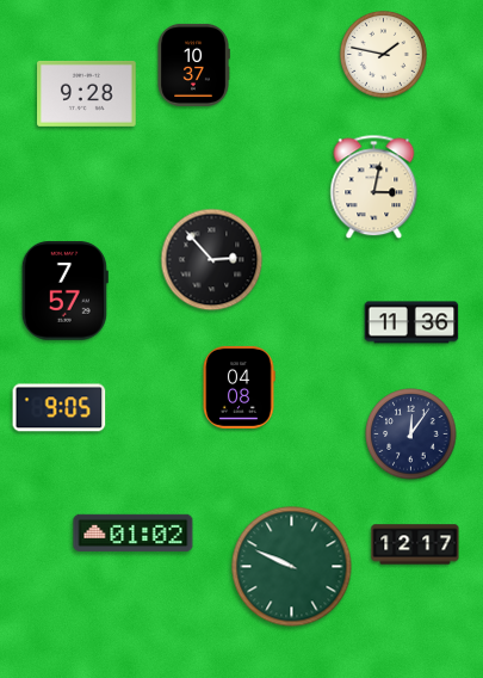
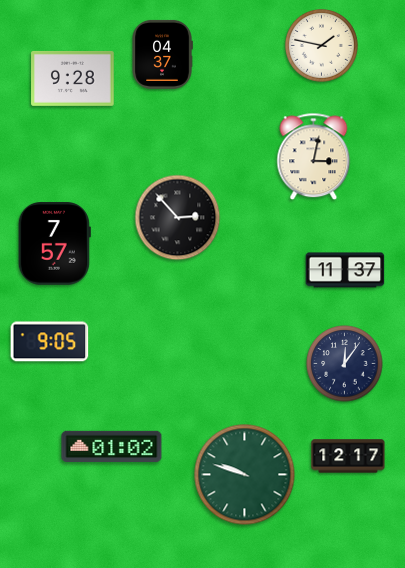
clock at (193, 64): 10:37 -> 04:37
clock at (411, 322): 11:36 -> 11:37
clock at (239, 387): 04:08 -> none
clock at (292, 567): 9:49 -> 9:48
